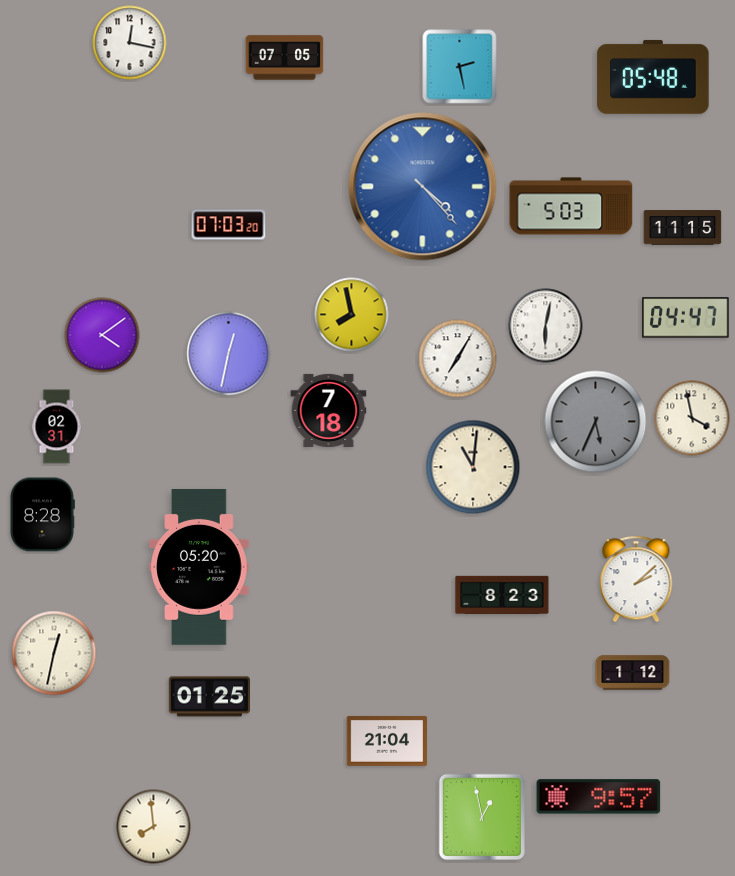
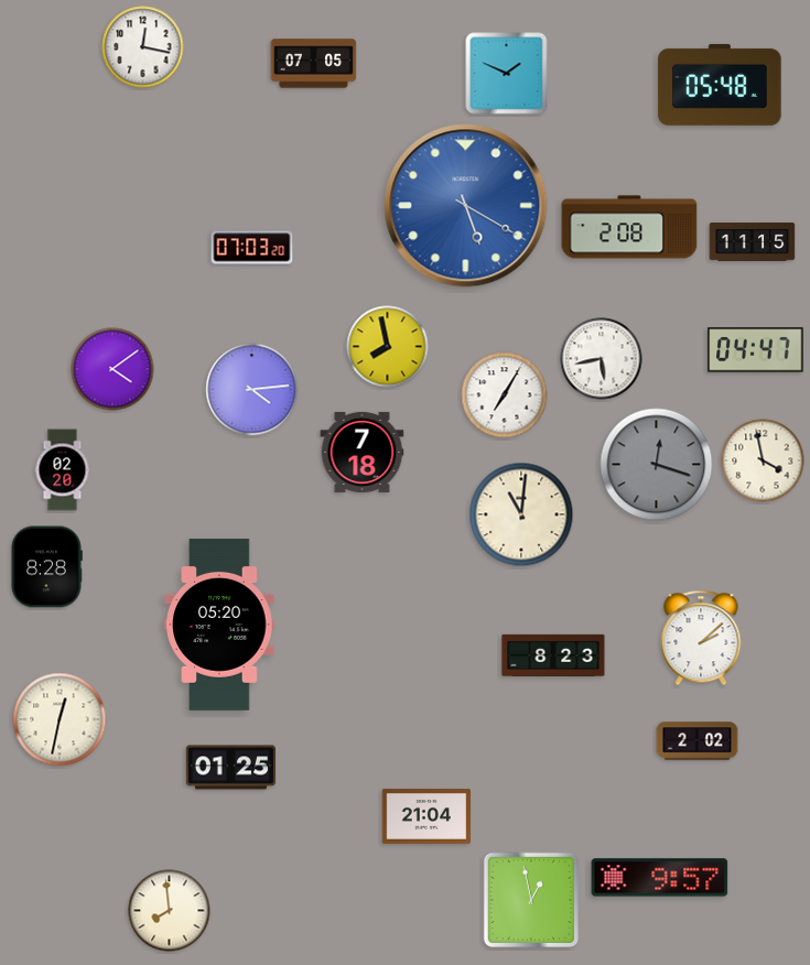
clock at (460, 67): 2:28 -> 1:49
clock at (423, 187): 4:23 -> 5:20
clock at (571, 206): 5:03 -> 2:08
clock at (683, 228) position: (683, 228) -> (753, 242)
clock at (546, 326): 6:02 -> 5:43
clock at (229, 354): 12:32 -> 4:14
clock at (596, 422): 5:34 -> 12:18
clock at (57, 427): 02:31 -> 02:20
clock at (633, 673): 1:12 -> 2:02
